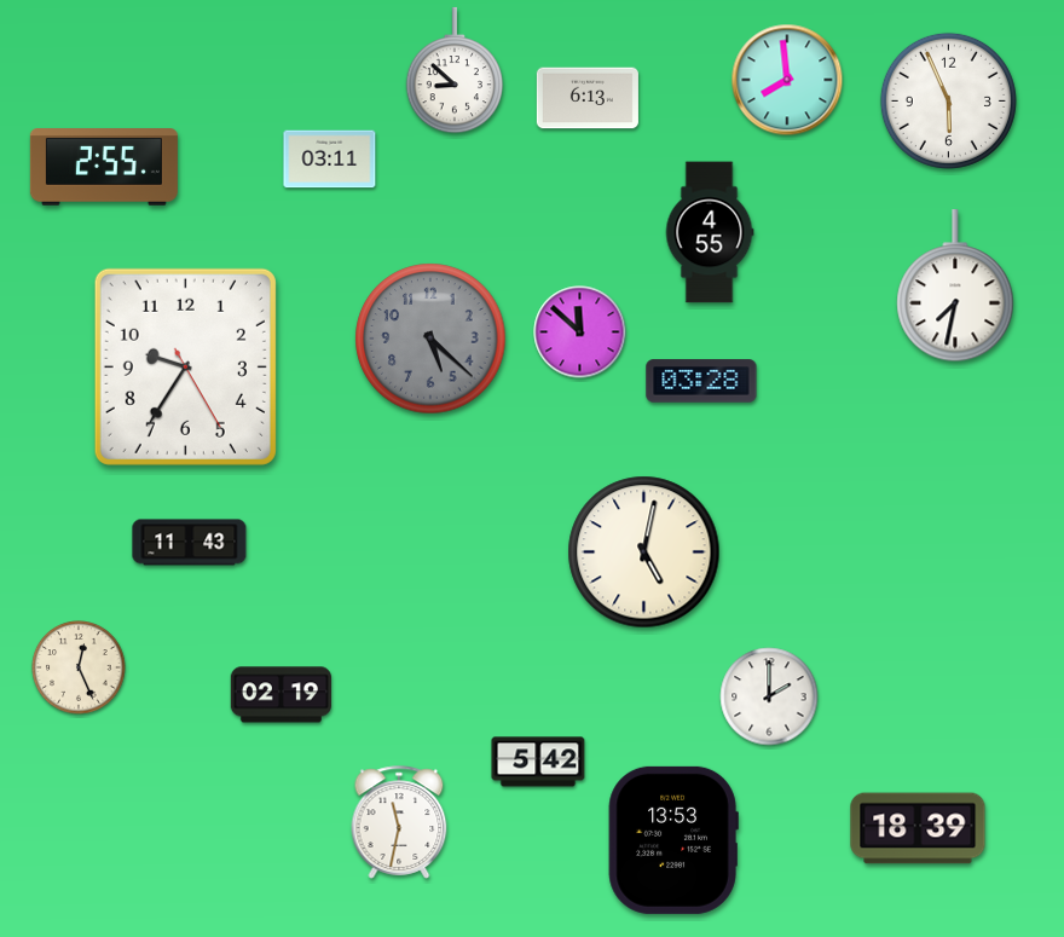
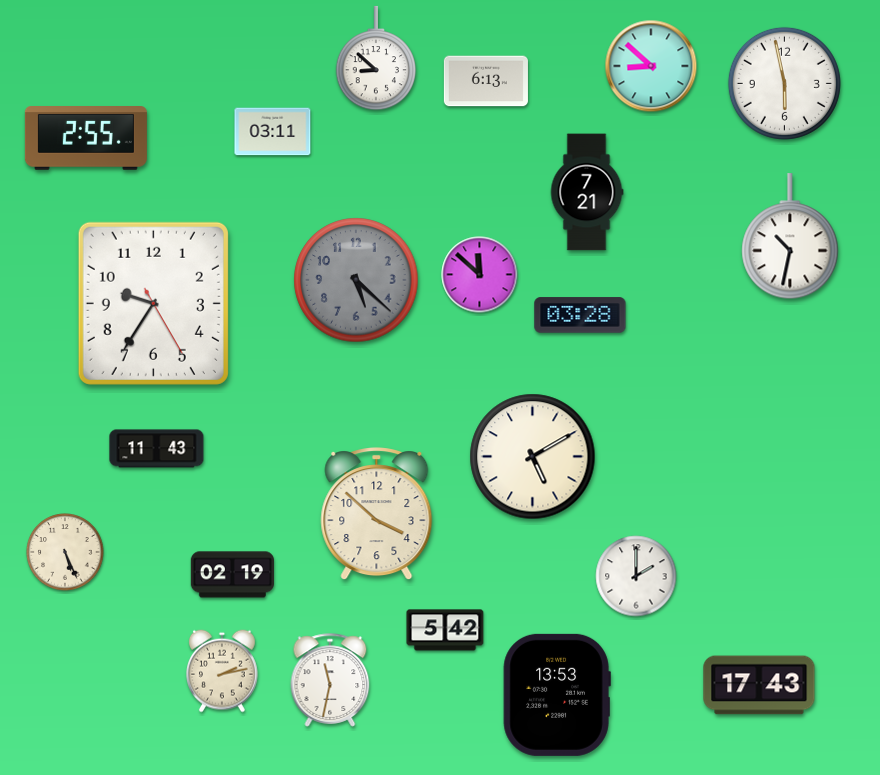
clock at (787, 80): 7:59 -> 8:52
clock at (948, 100): 5:56 -> 5:58
clock at (710, 232): 4:55 -> 7:21
clock at (955, 287): 7:32 -> 10:32
clock at (644, 553): 5:02 -> 5:10
clock at (377, 514): none -> 3:52
clock at (79, 667): 12:26 -> 5:26
clock at (223, 671): none -> 2:13
clock at (918, 828): 18:39 -> 17:43
